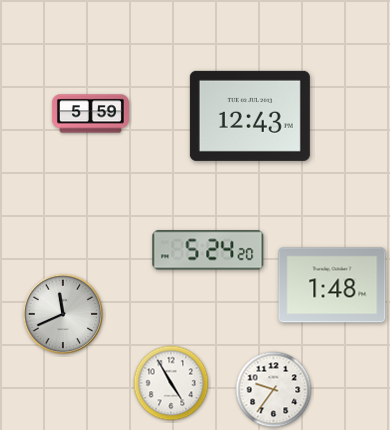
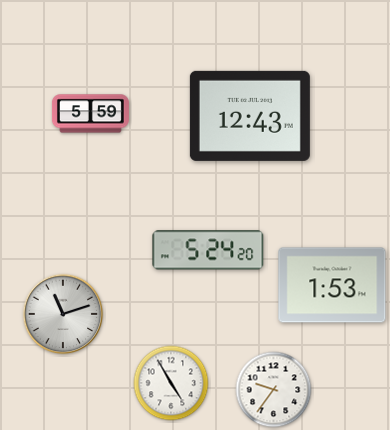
clock at (332, 285): 1:48 -> 1:53
clock at (63, 314): 11:41 -> 11:12
